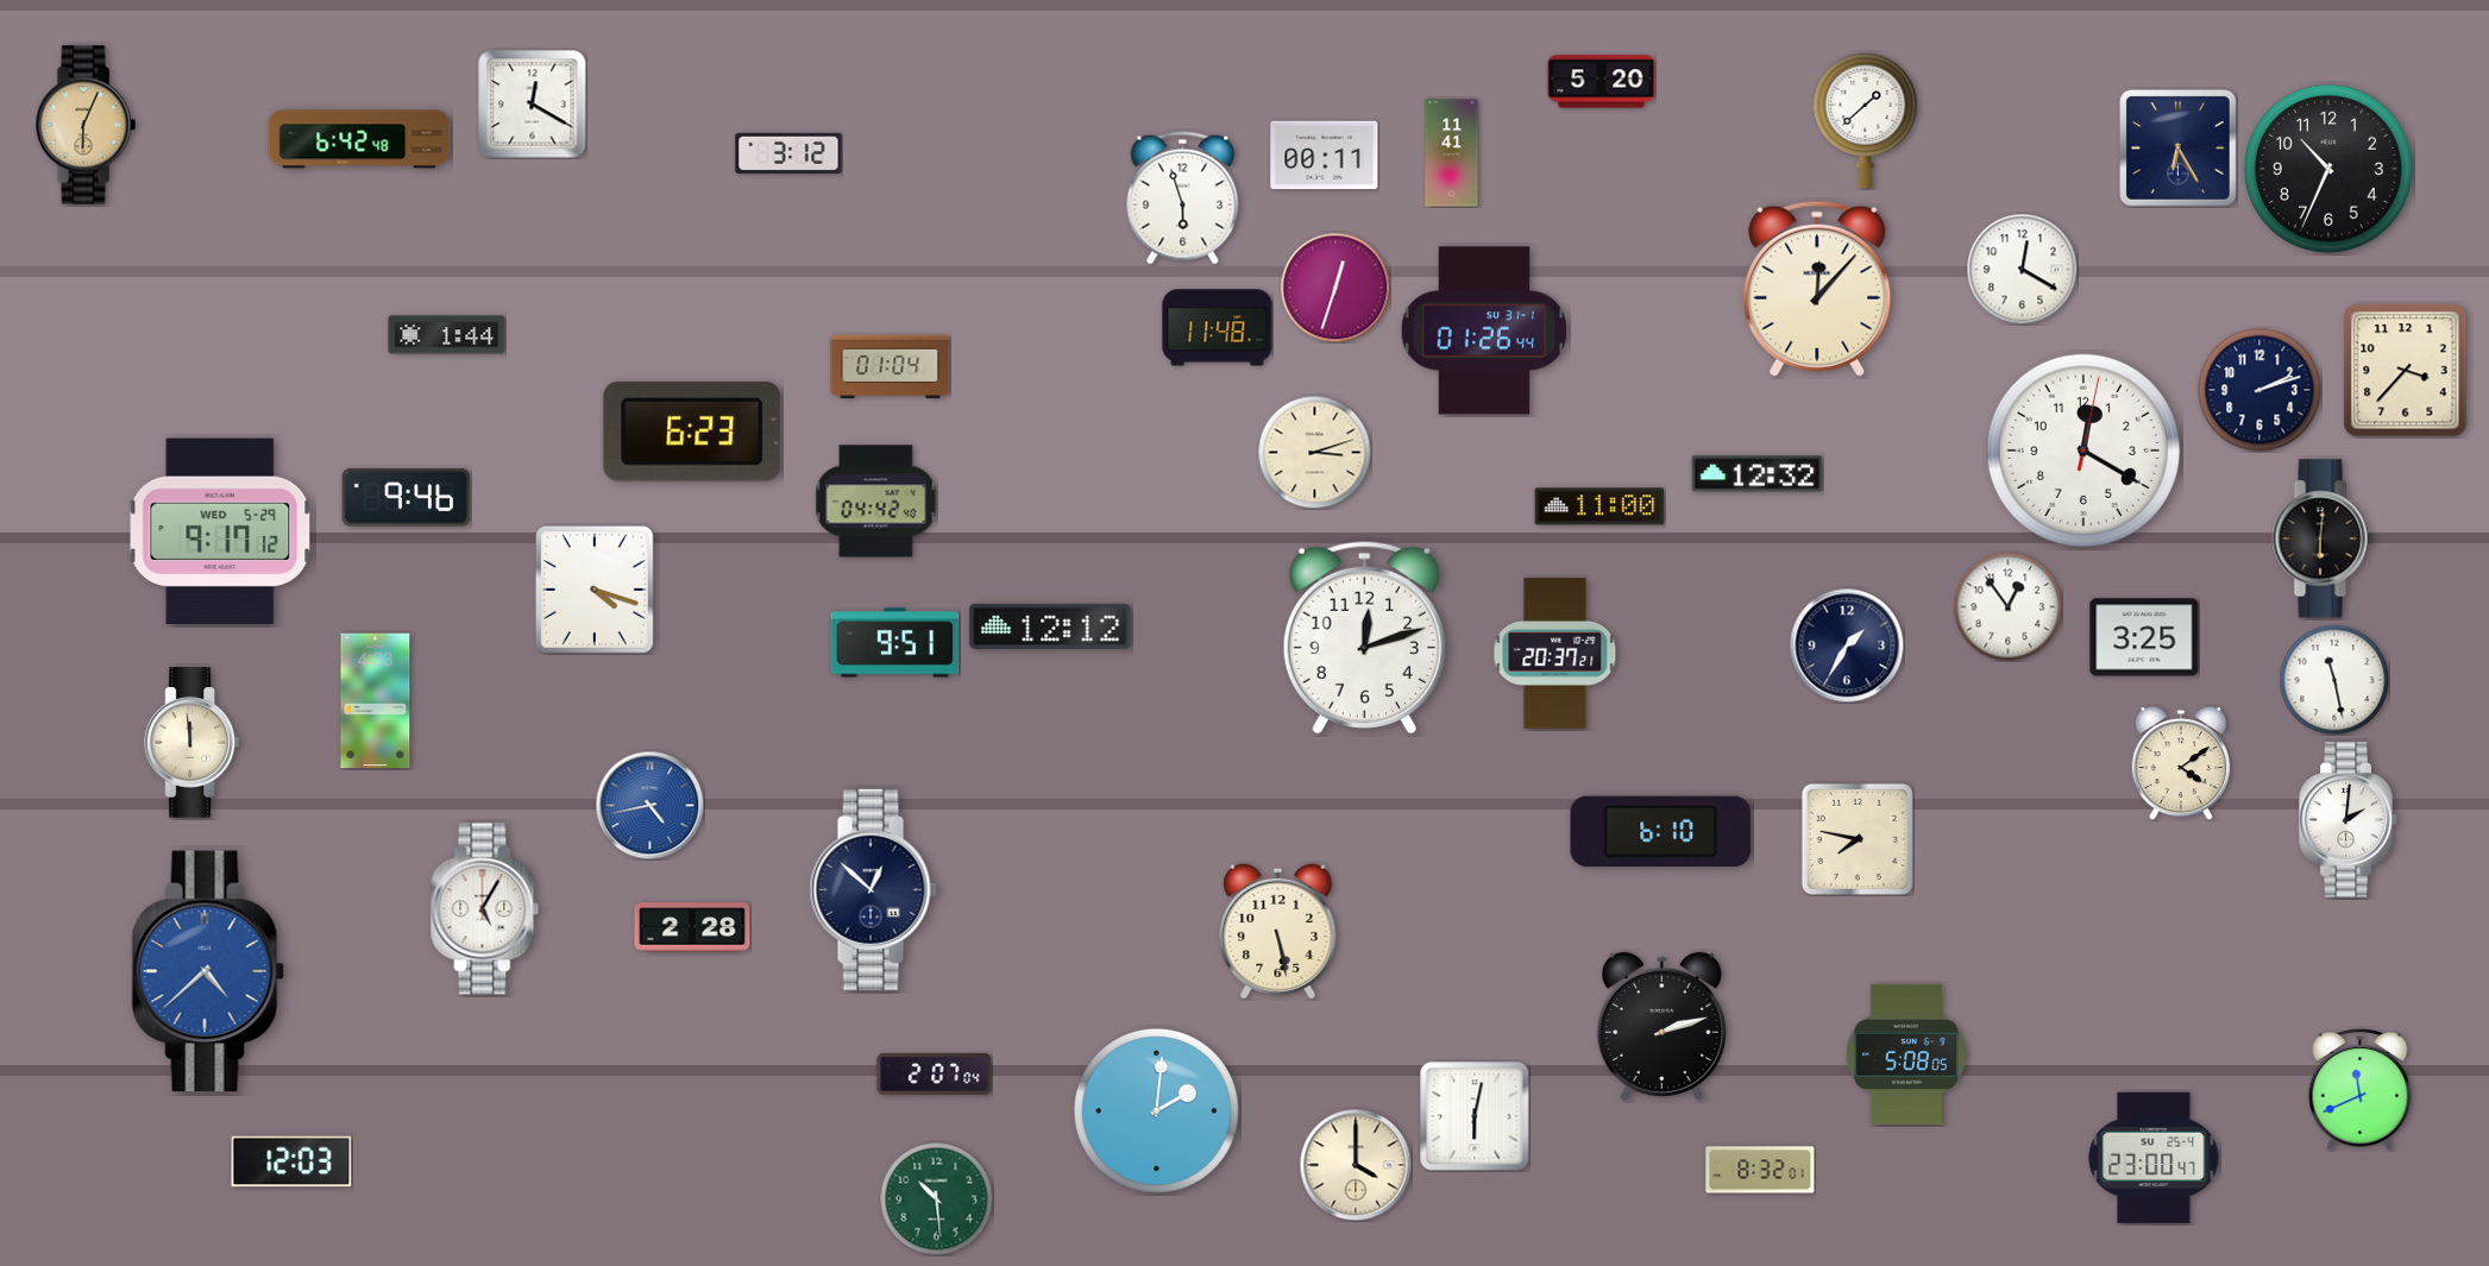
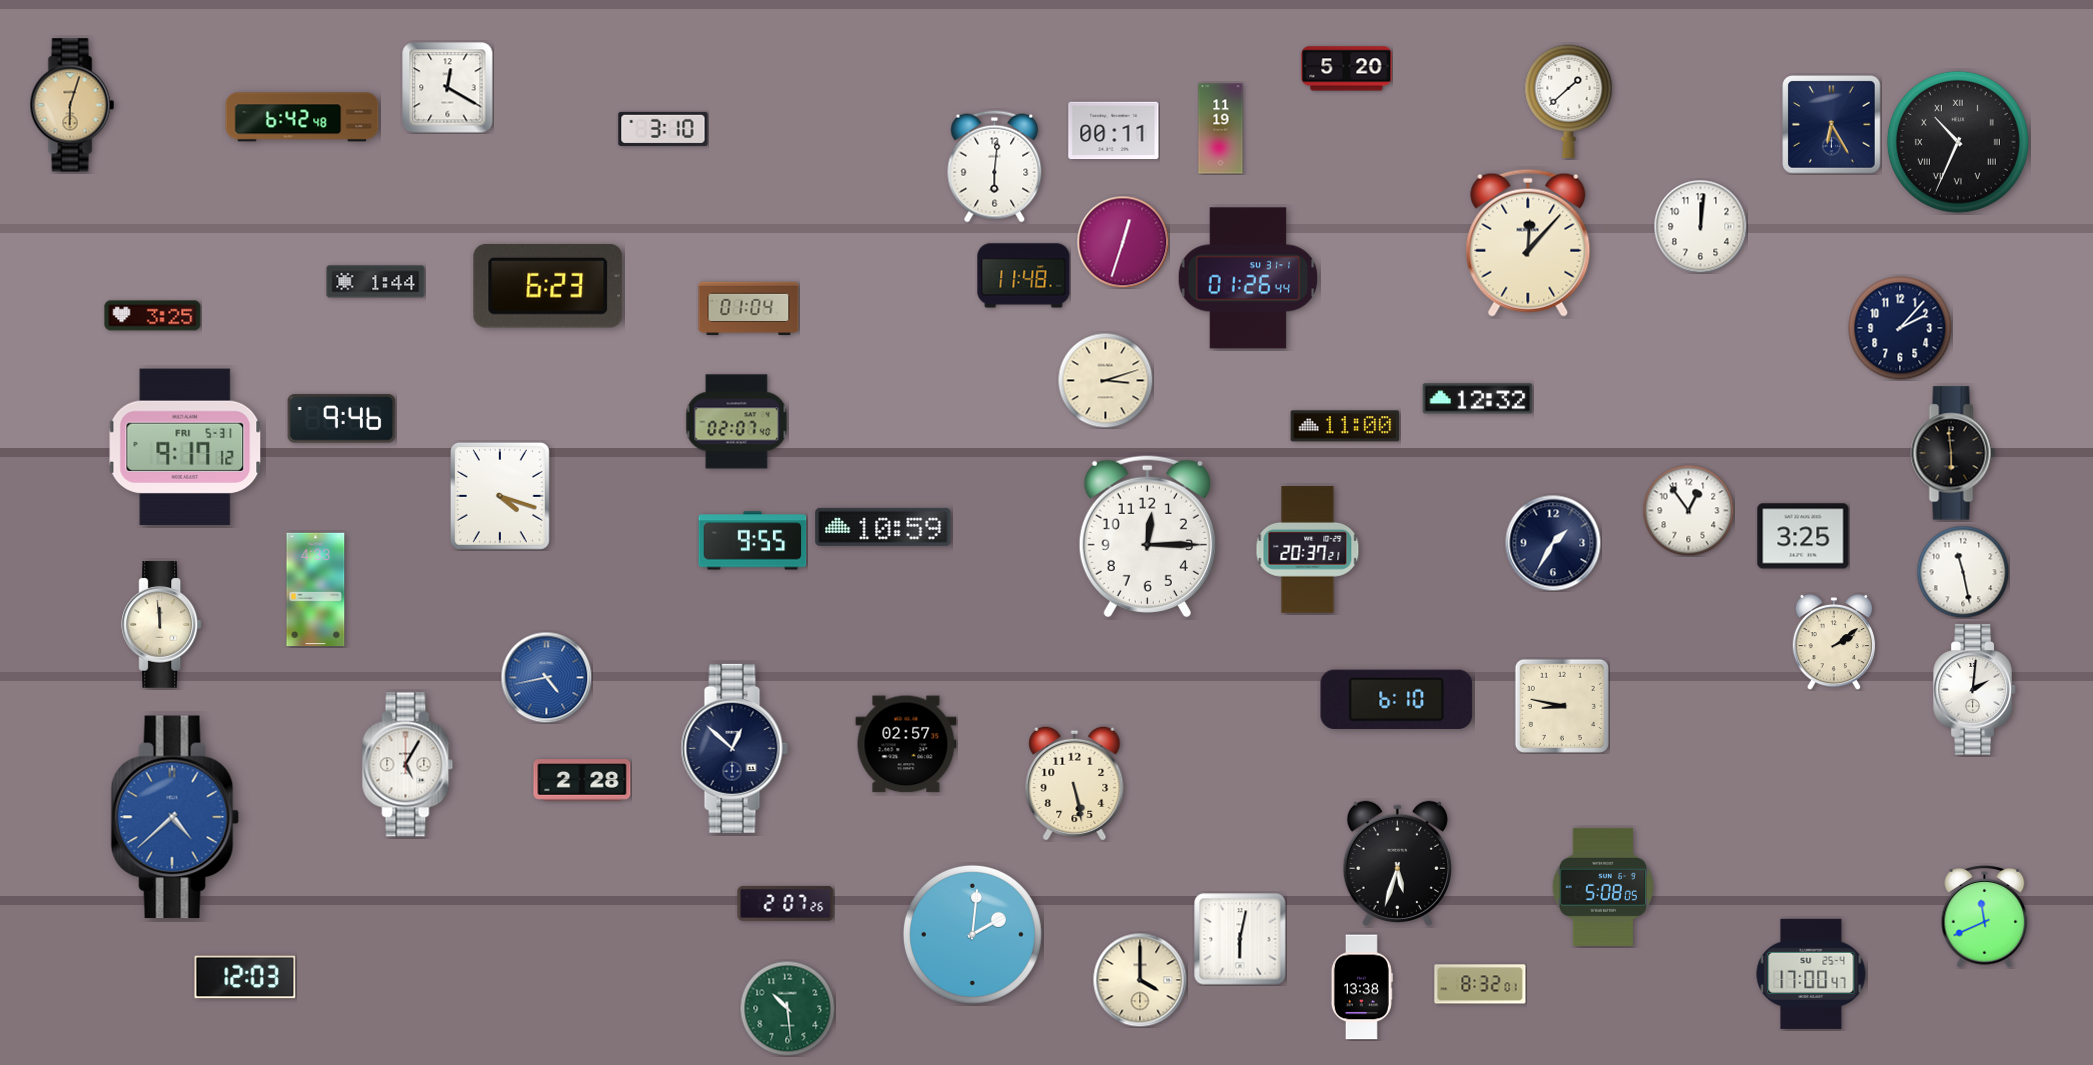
clock at (86, 125): 6:04 -> 6:03
clock at (788, 153): 3:12 -> 3:10
clock at (1452, 153): 11:41 -> 11:19
clock at (2328, 169) numerals: Arabic -> Roman
clock at (1183, 199): 5:57 -> 6:01
clock at (2022, 269): 12:20 -> 12:01
clock at (2406, 371): 3:37 -> none
clock at (153, 316): none -> 3:25
clock at (2259, 390): 2:12 -> 2:07
clock at (692, 432) position: (692, 432) -> (548, 286)
clock at (2083, 451): 12:20 -> none
clock at (876, 502): 04:42 -> 02:07
clock at (220, 531) date: WED 5-29 -> FRI 5-31
clock at (2323, 538): 6:01 -> 5:59
clock at (1050, 626): 12:12 -> 10:59
clock at (1364, 637): 12:12 -> 12:15
clock at (895, 643): 9:51 -> 9:55
clock at (2181, 763): 4:09 -> 2:09
clock at (1858, 839): 7:47 -> 8:47
clock at (906, 744): none -> 02:57
clock at (1661, 1027): 2:12 -> 5:33
clock at (935, 1073): 2:07:04 -> 2:07:26
clock at (2154, 1158): 23:00 -> 17:00
clock at (1362, 987): none -> 13:38
